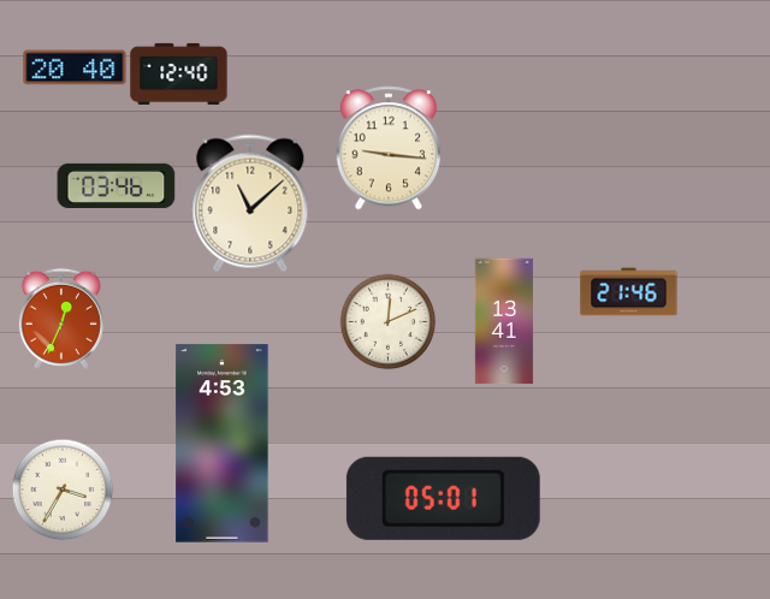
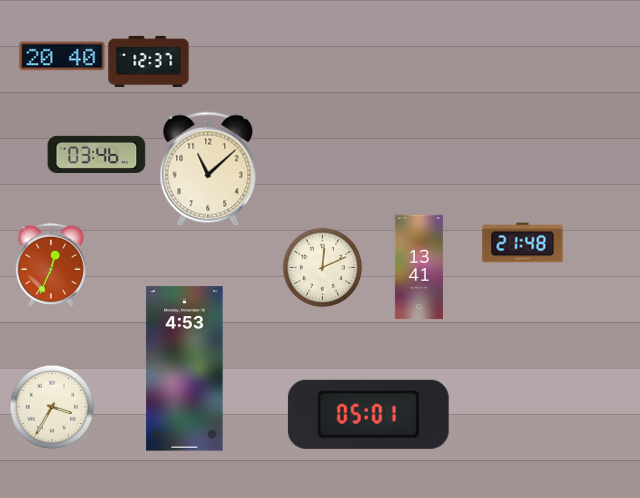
clock at (179, 73): 12:40 -> 12:37
clock at (387, 148): 9:16 -> none
clock at (629, 292): 21:46 -> 21:48
